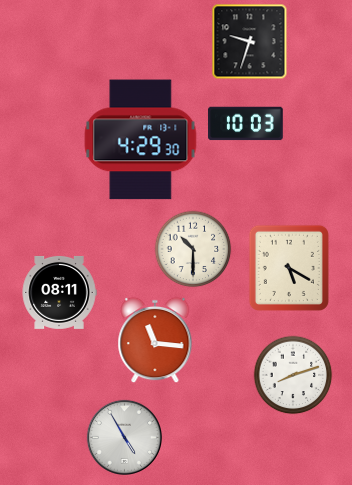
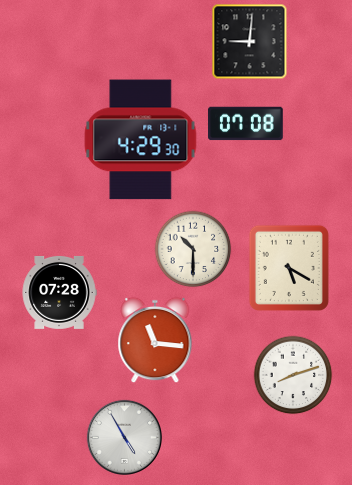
clock at (250, 42): 9:33 -> 9:01
clock at (246, 124): 10:03 -> 07:08
clock at (59, 292): 08:11 -> 07:28
